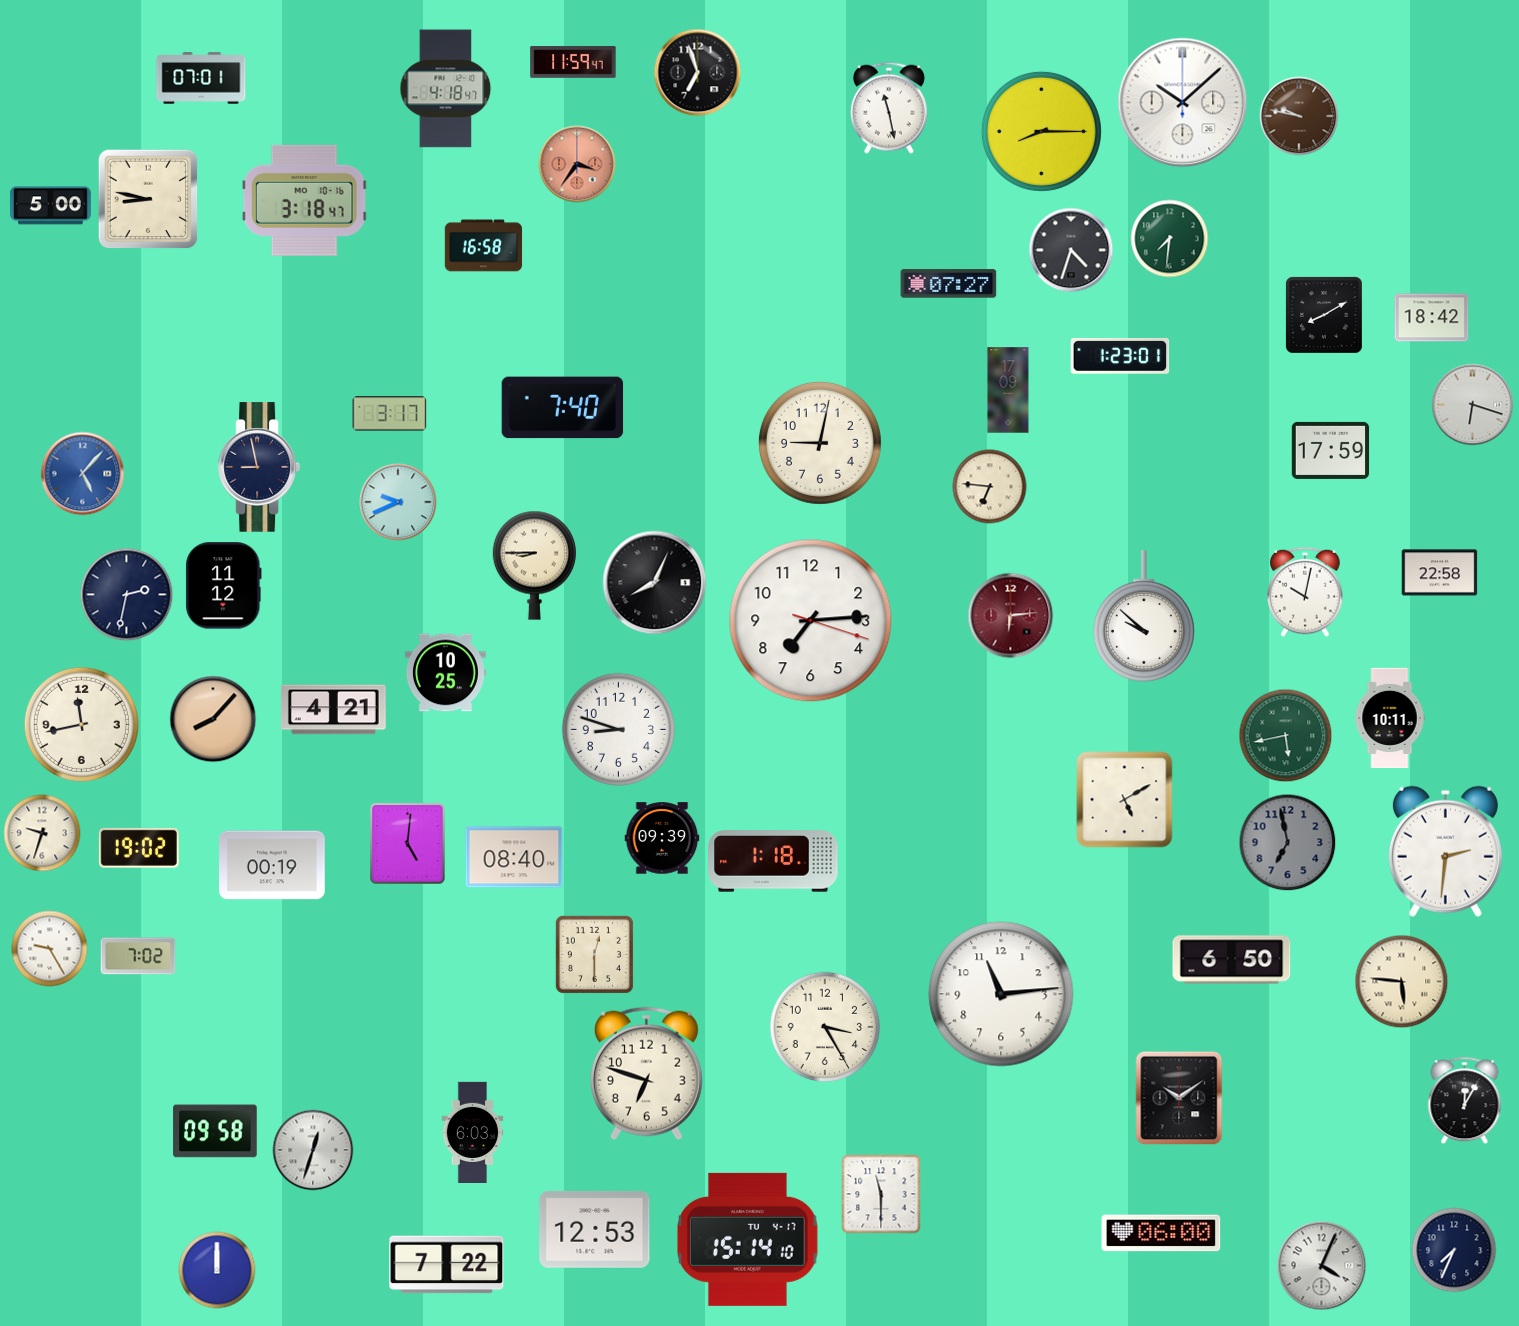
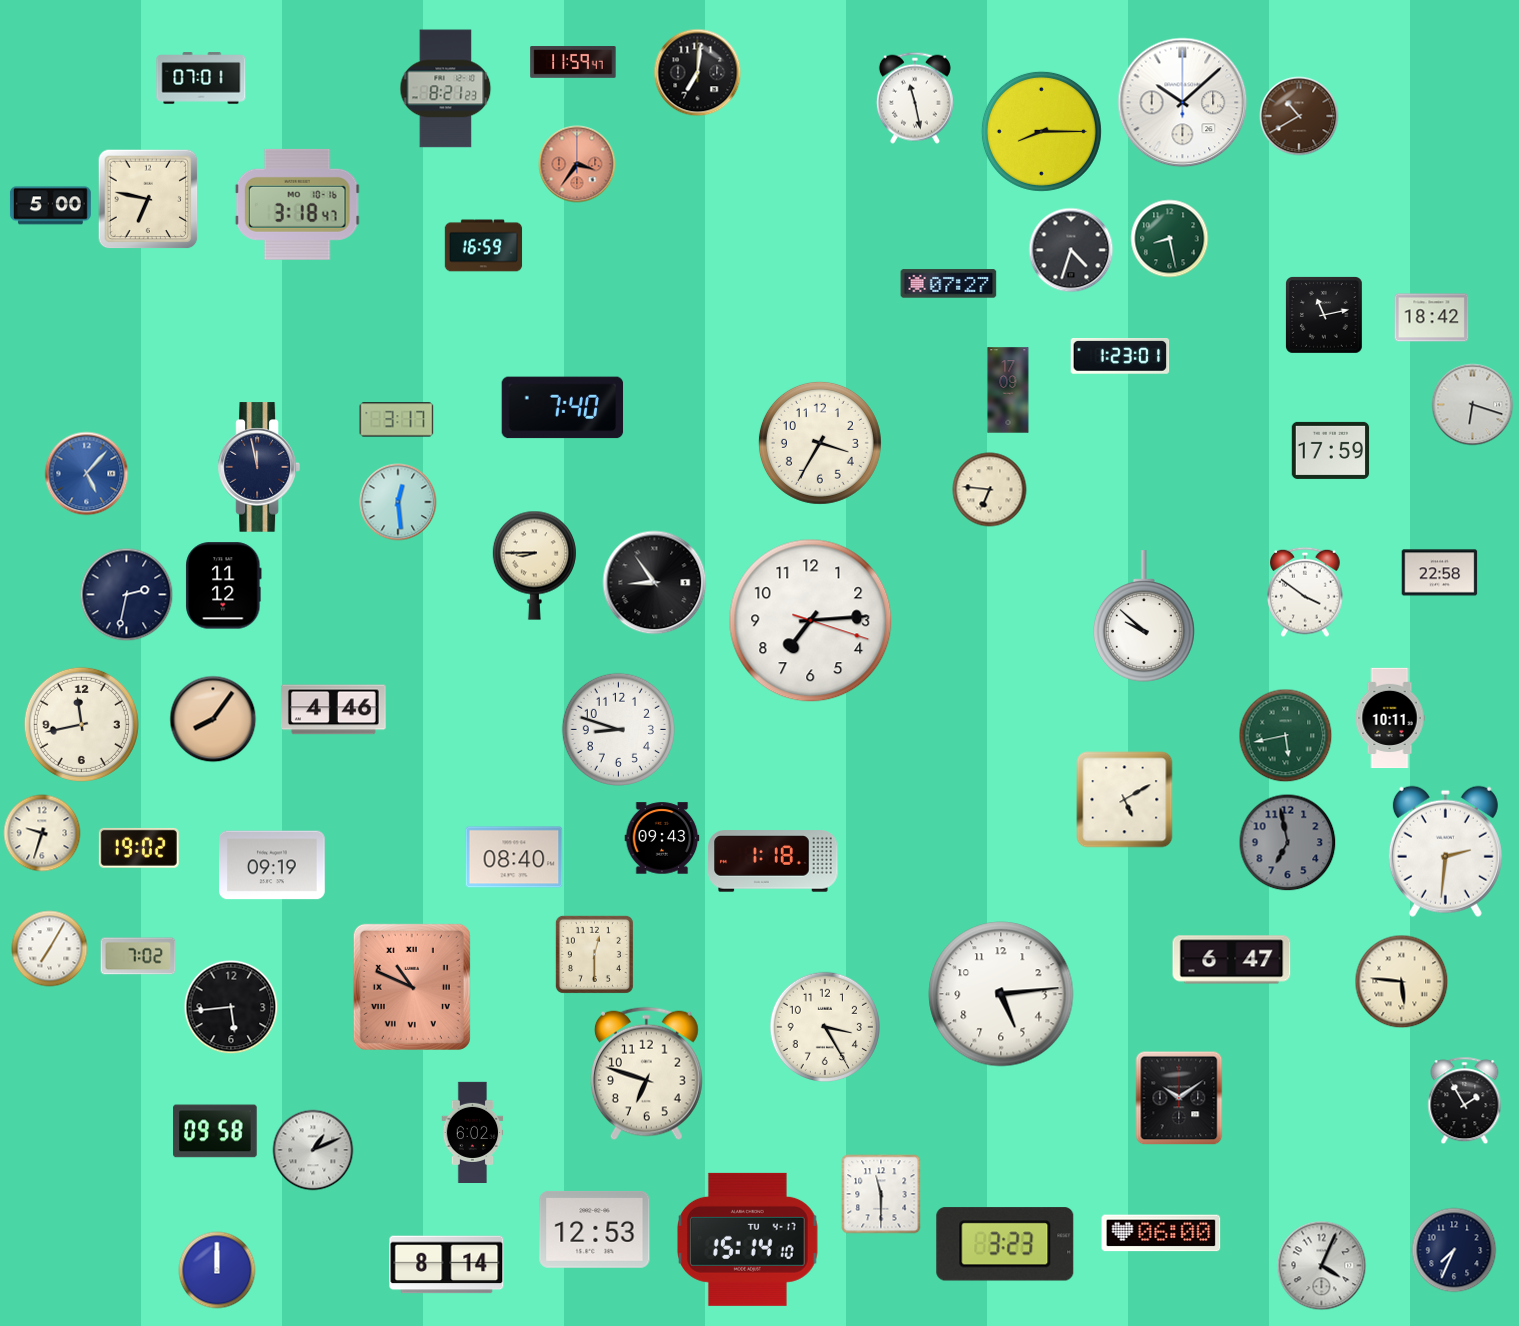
clock at (698, 73): 6:57 -> 7:01
clock at (446, 89): 4:18 -> 8:21
clock at (889, 108) position: (889, 108) -> (915, 98)
clock at (1299, 116): 9:47 -> 10:40
clock at (148, 199): 8:47 -> 6:47
clock at (304, 200) position: (304, 200) -> (297, 204)
clock at (1170, 239): 7:31 -> 8:28
clock at (484, 246): 16:58 -> 16:59
clock at (1325, 316): 8:10 -> 11:13
clock at (390, 414) position: (390, 414) -> (397, 420)
clock at (820, 443): 9:02 -> 3:35
clock at (259, 467): 8:58 -> 11:58
clock at (83, 474) position: (83, 474) -> (87, 474)
clock at (990, 487) position: (990, 487) -> (990, 490)
clock at (398, 502): 9:41 -> 12:29
clock at (655, 583): 8:04 -> 8:54
clock at (1305, 592): 10:02 -> 3:51
clock at (1011, 616): 6:14 -> none
clock at (445, 673): 10:25 -> none
clock at (333, 710): 4:21 -> 4:46
clock at (213, 719): 8:07 -> 8:06
clock at (662, 838): 09:39 -> 09:43
clock at (408, 844): 5:01 -> none
clock at (272, 865): 00:19 -> 09:19
clock at (50, 949): 9:25 -> 7:05
clock at (1232, 960): 6:50 -> 6:47
clock at (412, 987): none -> 10:49
clock at (1001, 994): 11:14 -> 5:14
clock at (231, 1007): none -> 5:44
clock at (1465, 1101): 12:05 -> 1:55
clock at (473, 1132): 6:03 -> 6:02
clock at (313, 1150): 12:33 -> 1:11
clock at (1005, 1244): none -> 3:23
clock at (447, 1265): 7:22 -> 8:14
